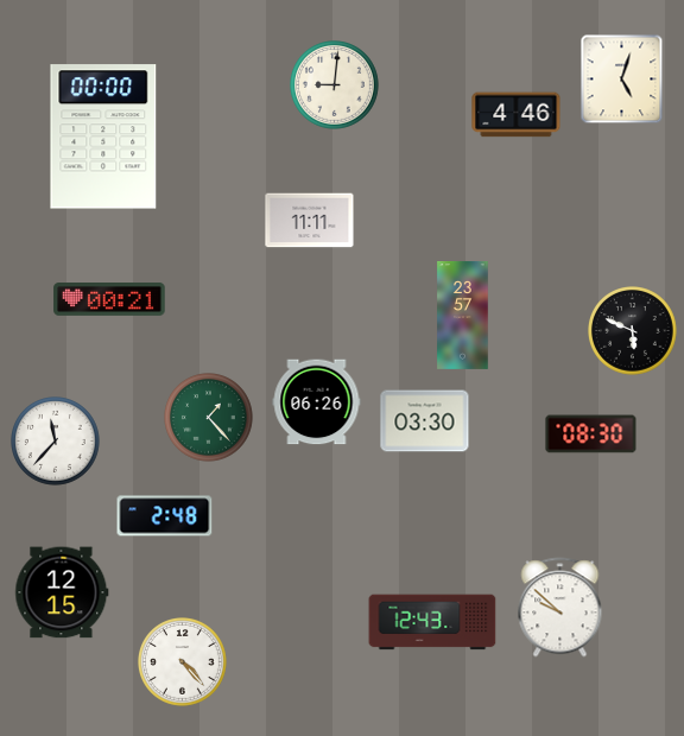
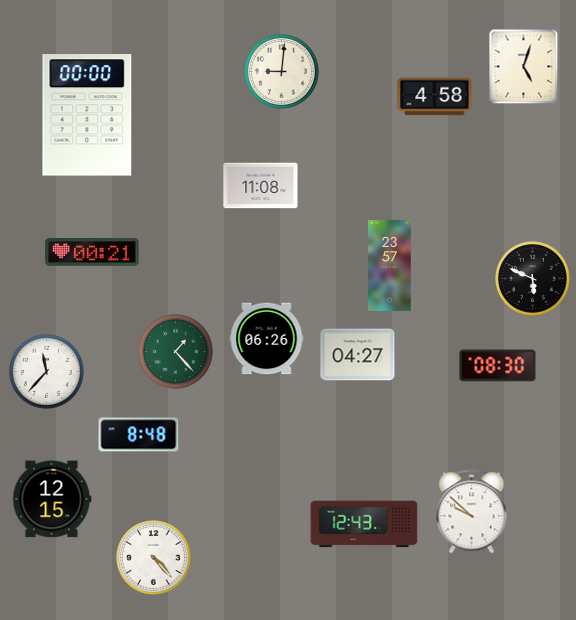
clock at (517, 115): 4:46 -> 4:58
clock at (310, 221): 11:11 -> 11:08
clock at (425, 421): 03:30 -> 04:27
clock at (165, 516): 2:48 -> 8:48
